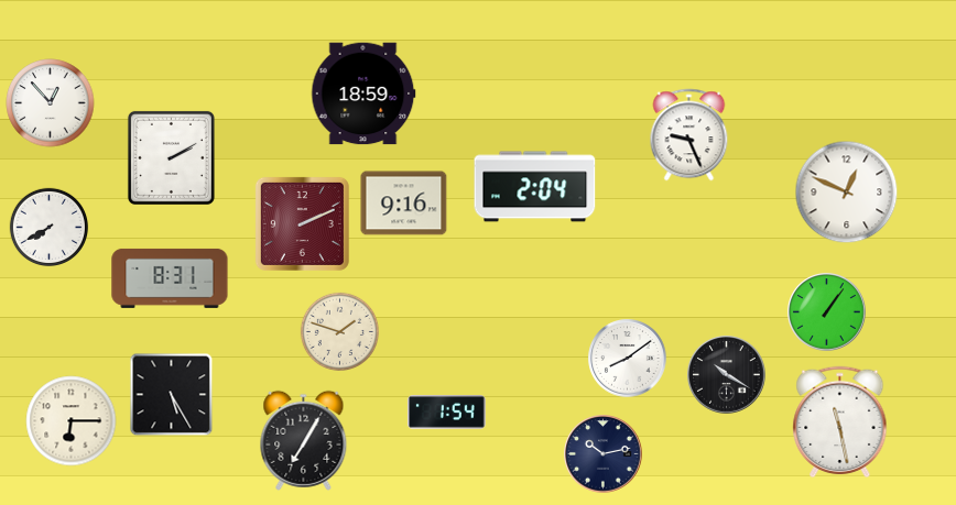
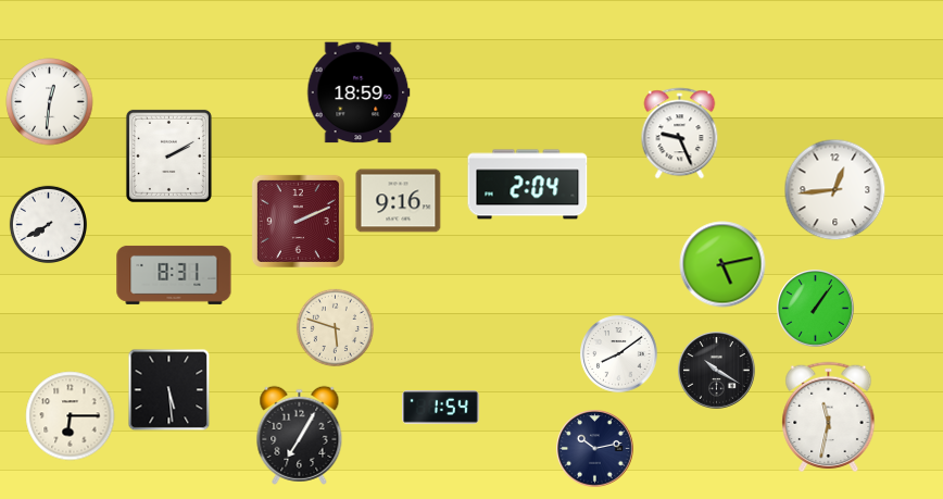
clock at (51, 103): 12:53 -> 12:31
clock at (847, 193): 12:49 -> 12:44
clock at (722, 264): none -> 5:13
clock at (170, 278) position: (170, 278) -> (174, 275)
clock at (339, 331): 1:48 -> 5:48
clock at (172, 395): 5:25 -> 5:29
clock at (840, 422): 11:28 -> 11:32
